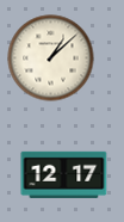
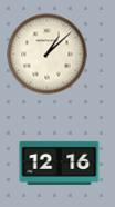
clock at (64, 174): 12:17 -> 12:16
